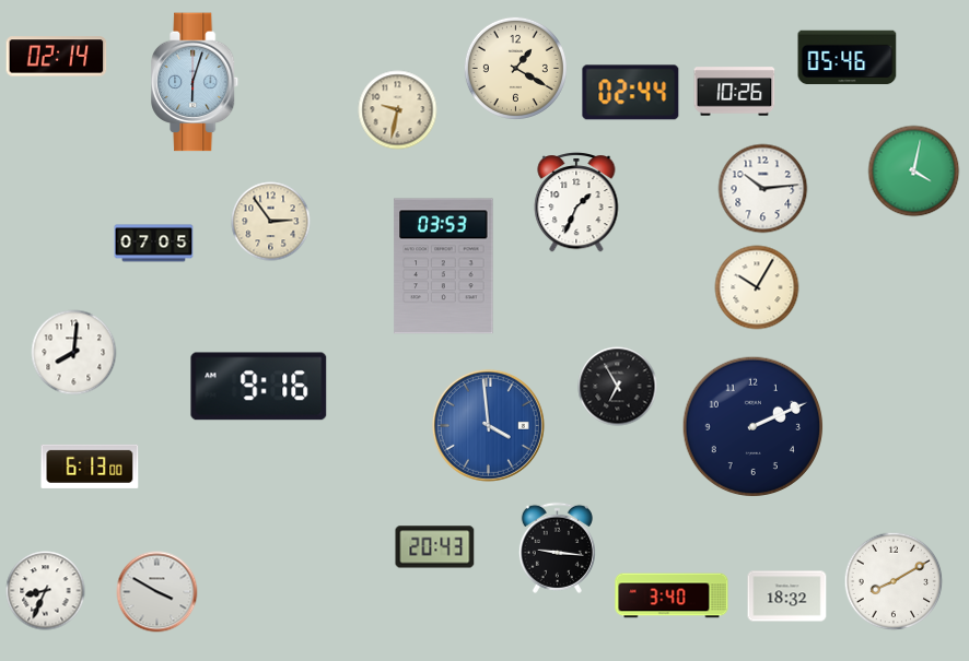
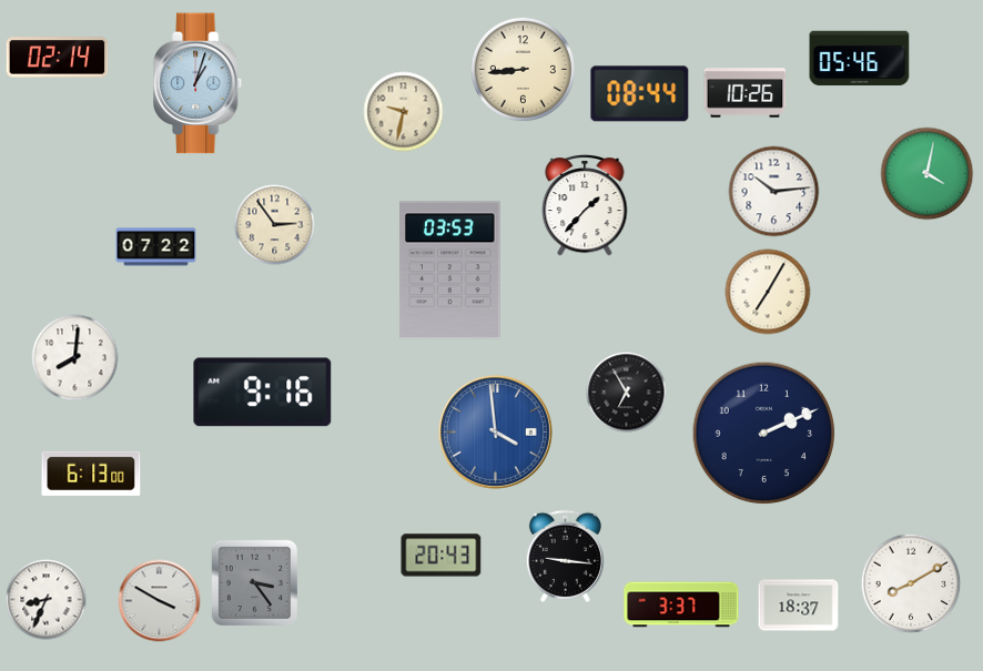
clock at (515, 68): 1:20 -> 8:44
clock at (196, 82): 6:03 -> 1:03
clock at (631, 93): 02:44 -> 08:44
clock at (576, 202): 1:34 -> 1:37
clock at (154, 244): 07:05 -> 07:22
clock at (757, 287): 10:05 -> 7:05
clock at (254, 582): none -> 3:24
clock at (894, 581) position: (894, 581) -> (911, 583)
clock at (672, 595): 3:40 -> 3:37
clock at (787, 597): 18:32 -> 18:37
